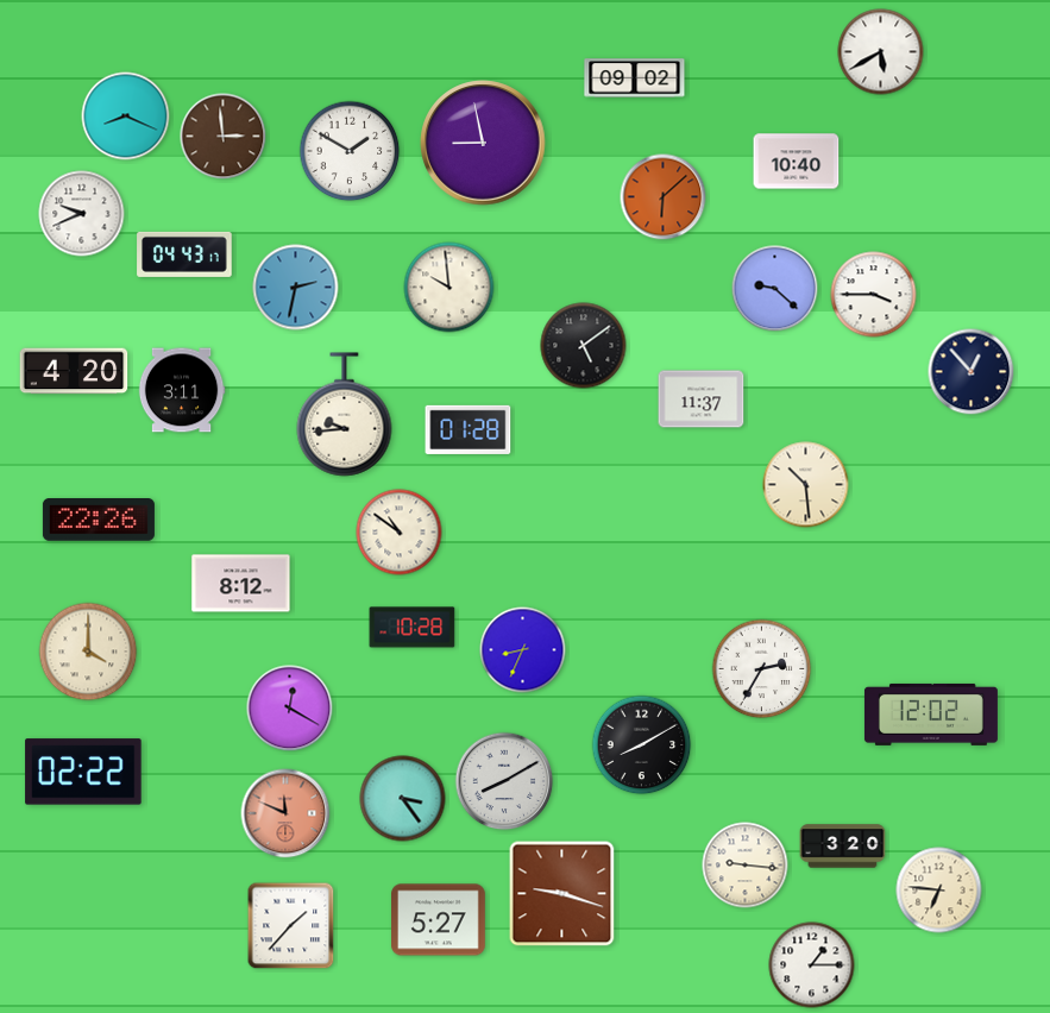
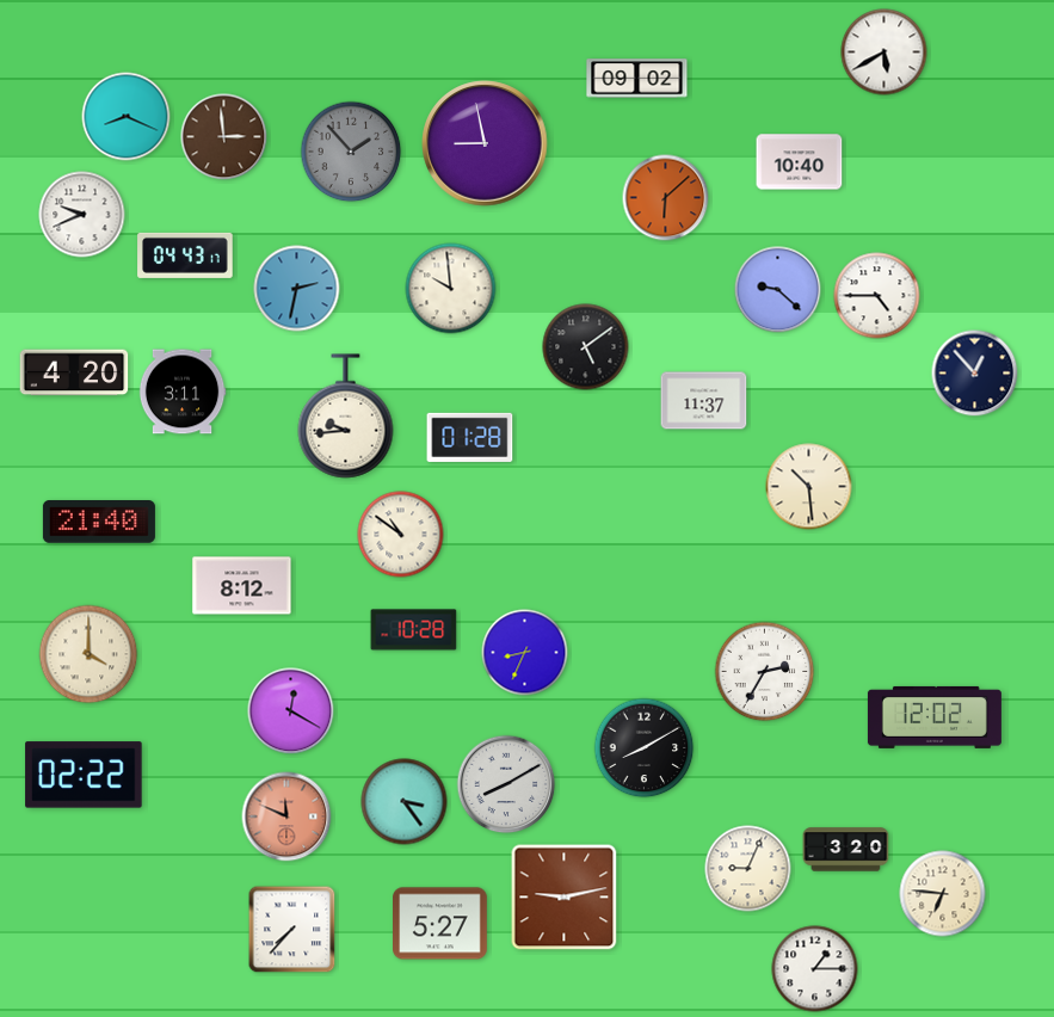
clock at (350, 151): 1:50 -> 1:53
clock at (350, 151) dial: white -> grey
clock at (874, 295): 3:45 -> 4:45
clock at (469, 429) position: (469, 429) -> (470, 437)
clock at (99, 520): 22:26 -> 21:40
clock at (746, 866): 9:16 -> 9:04
clock at (562, 894): 9:18 -> 9:13
clock at (291, 926): 1:37 -> 7:37
